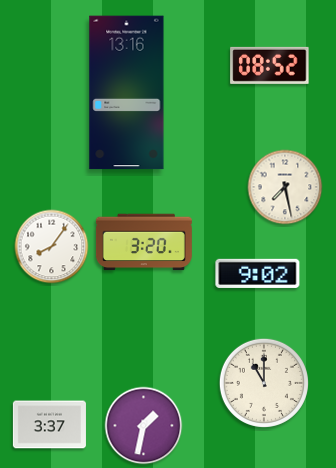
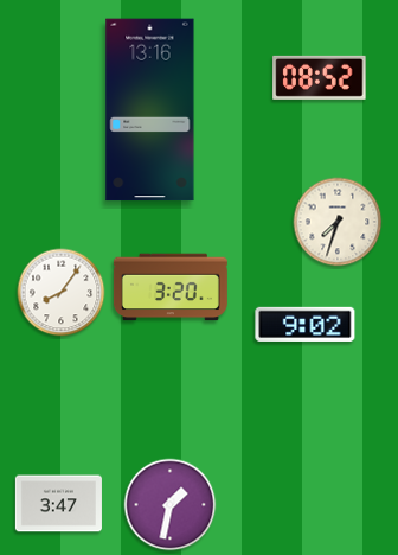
clock at (285, 187): 7:28 -> 7:33
clock at (264, 383): 11:00 -> none
clock at (49, 425): 3:37 -> 3:47
